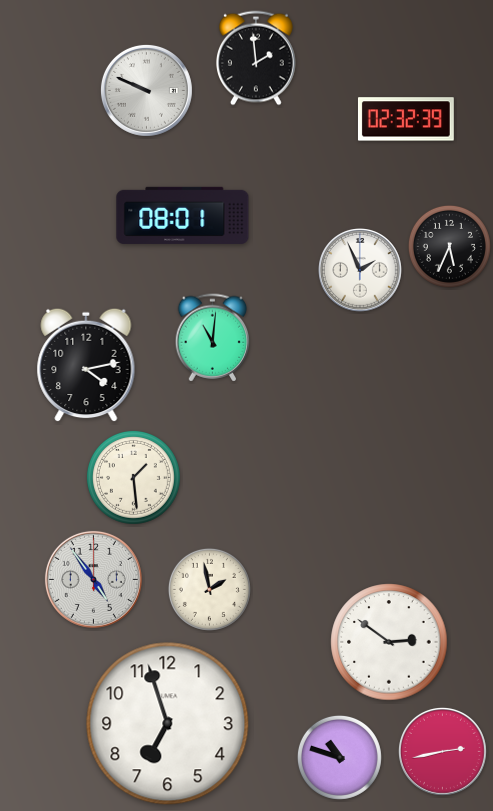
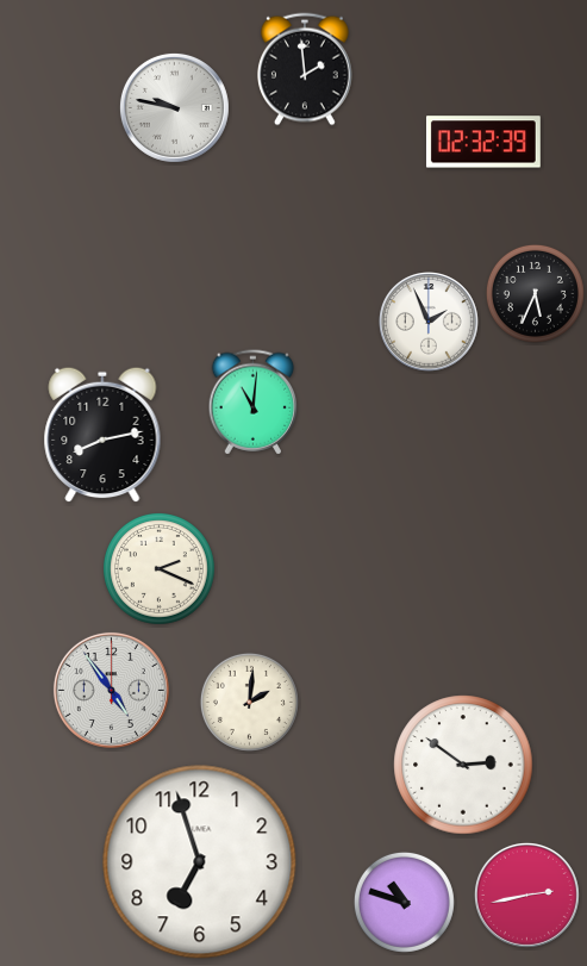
clock at (146, 90): 9:49 -> 9:47
clock at (183, 215): 08:01 -> none
clock at (86, 365): 4:13 -> 8:13
clock at (133, 477): 1:29 -> 2:19
clock at (209, 589): 1:58 -> 2:01
